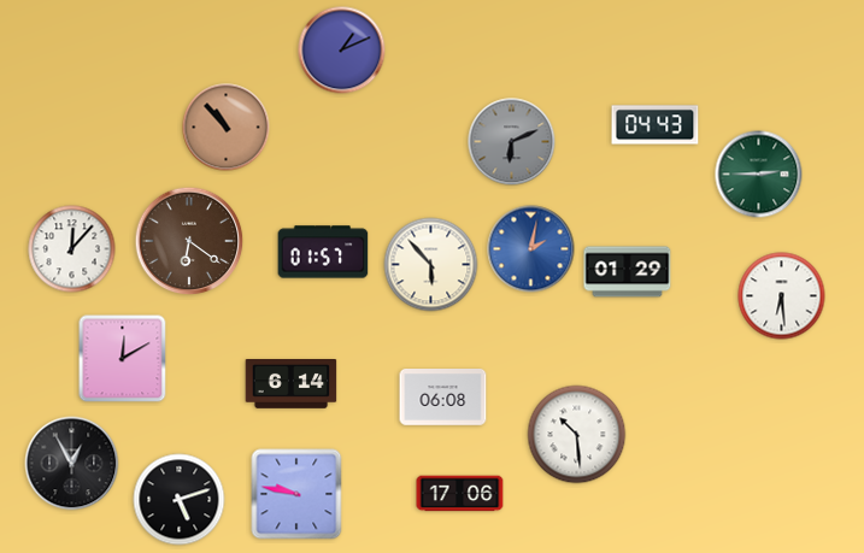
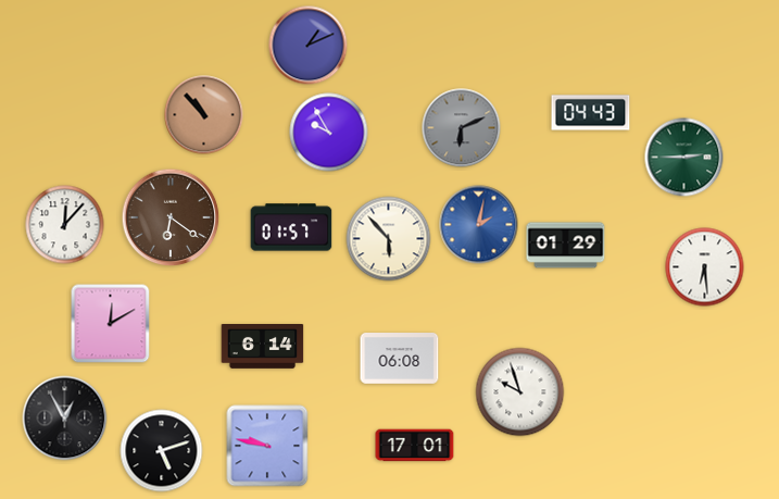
clock at (329, 133): none -> 9:55
clock at (577, 435): 10:29 -> 9:57
clock at (460, 494): 17:06 -> 17:01
